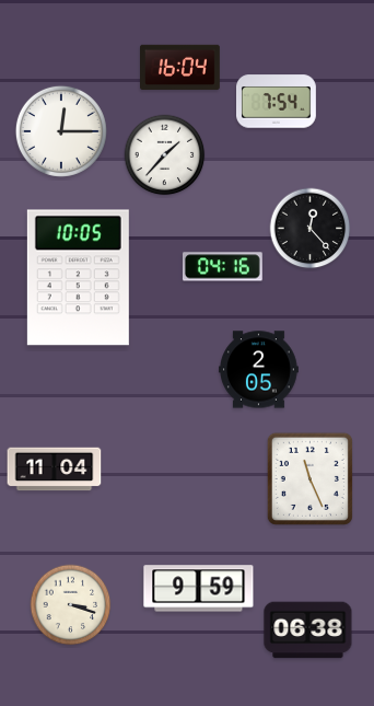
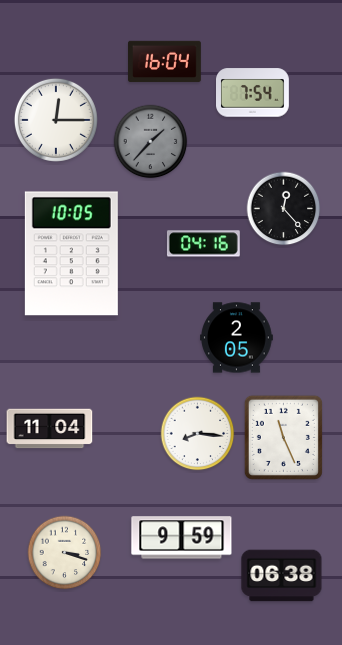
clock at (165, 155) dial: white -> grey
clock at (198, 434): none -> 8:16
